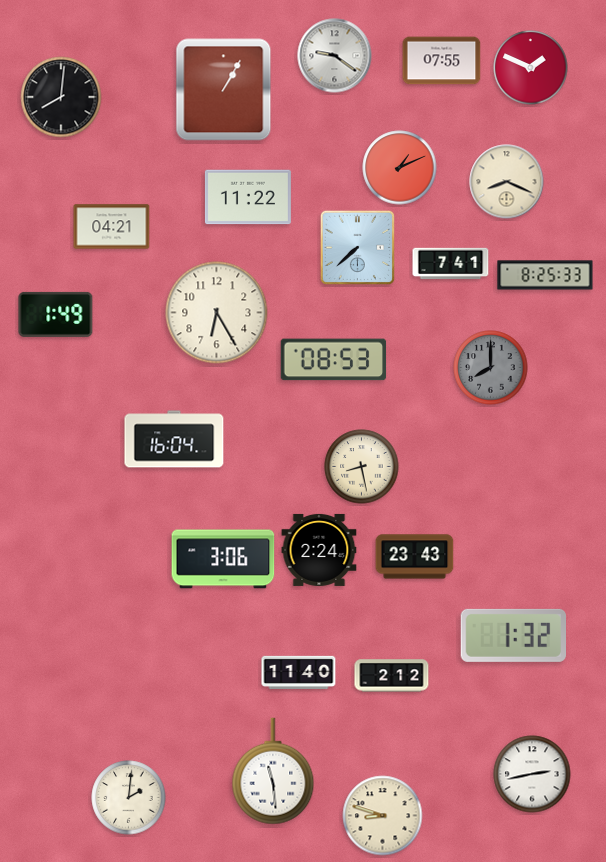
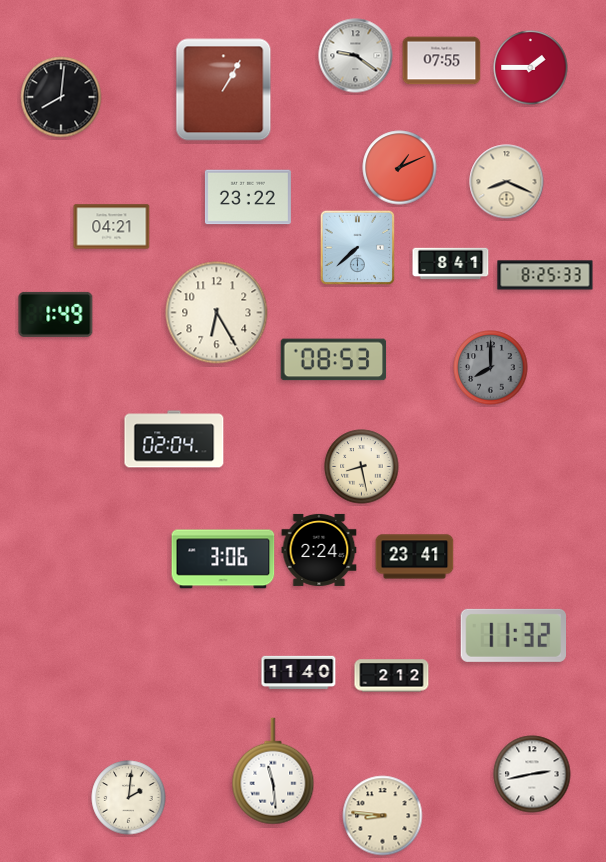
clock at (335, 56) position: (335, 56) -> (356, 56)
clock at (531, 68): 1:49 -> 1:45
clock at (248, 197): 11:22 -> 23:22
clock at (451, 264): 7:41 -> 8:41
clock at (174, 439): 16:04 -> 02:04
clock at (415, 557): 23:43 -> 23:41
clock at (514, 635): 1:32 -> 11:32
clock at (383, 816): 8:48 -> 8:46
